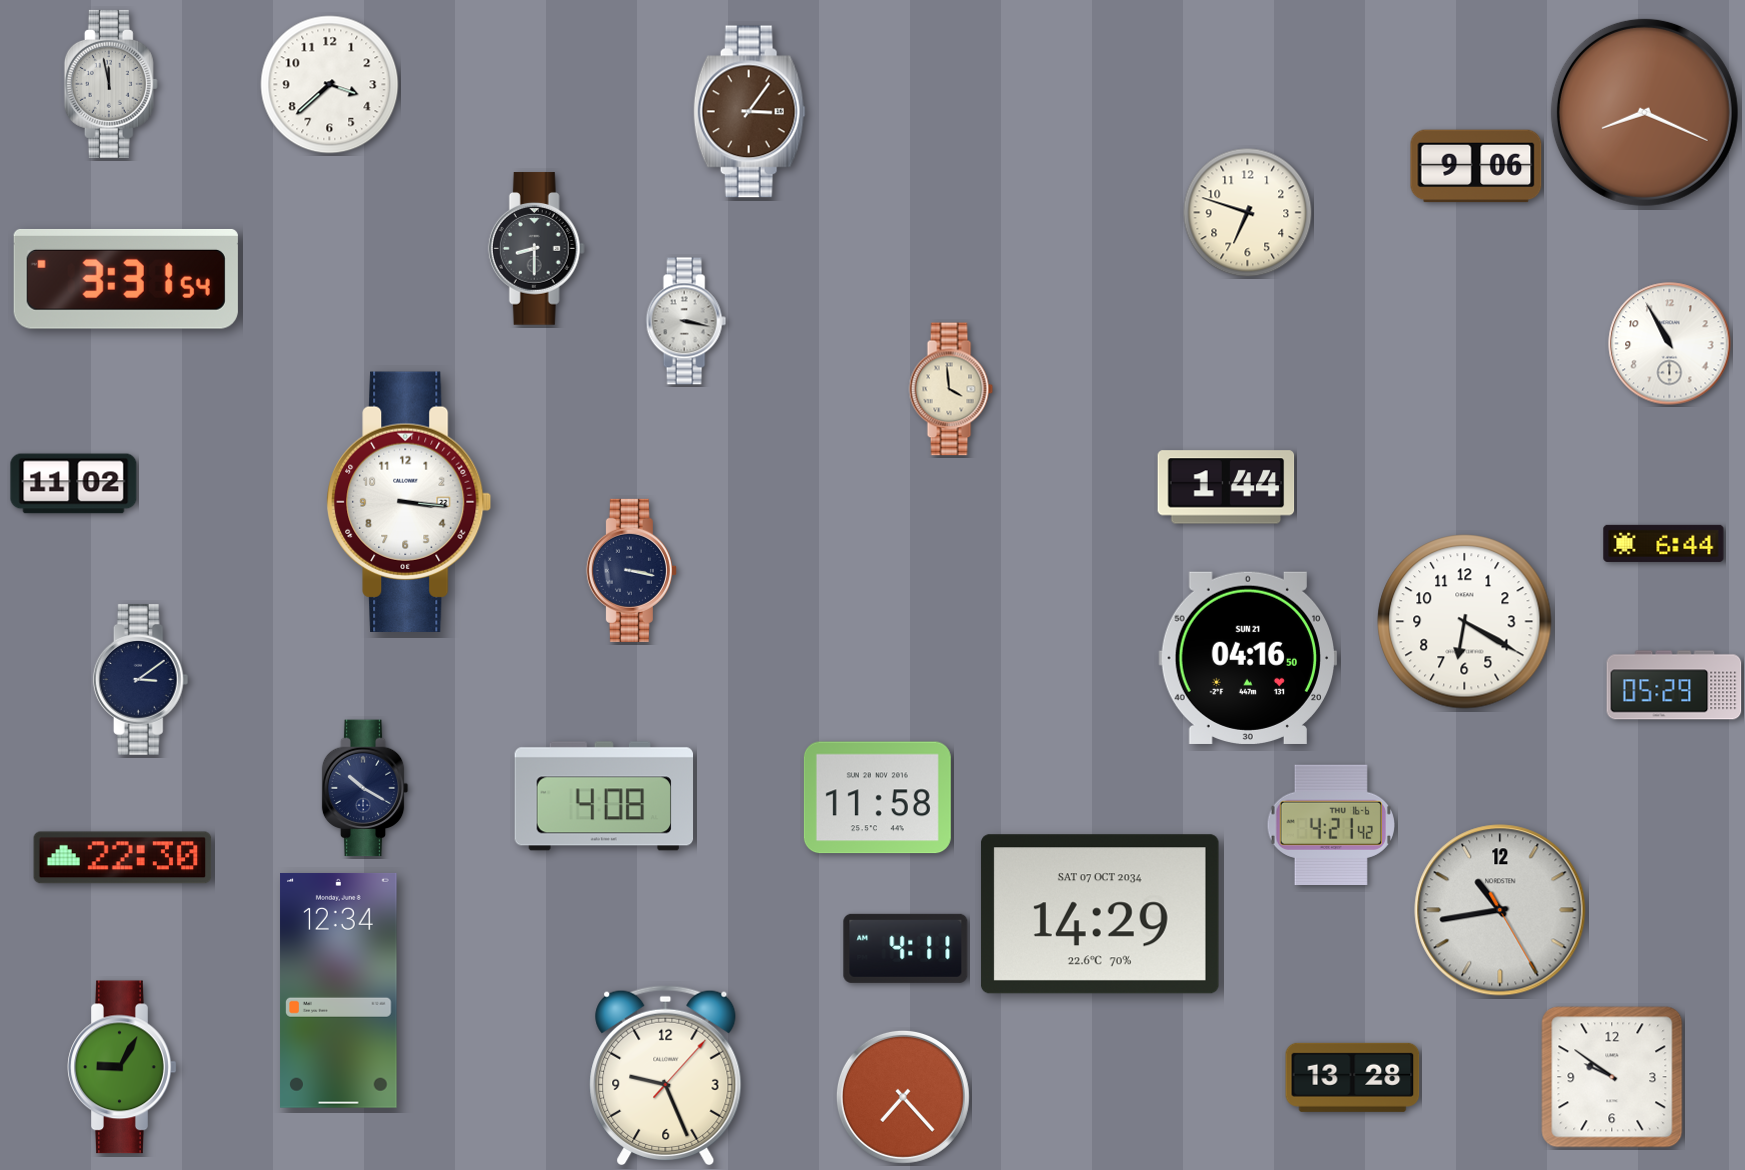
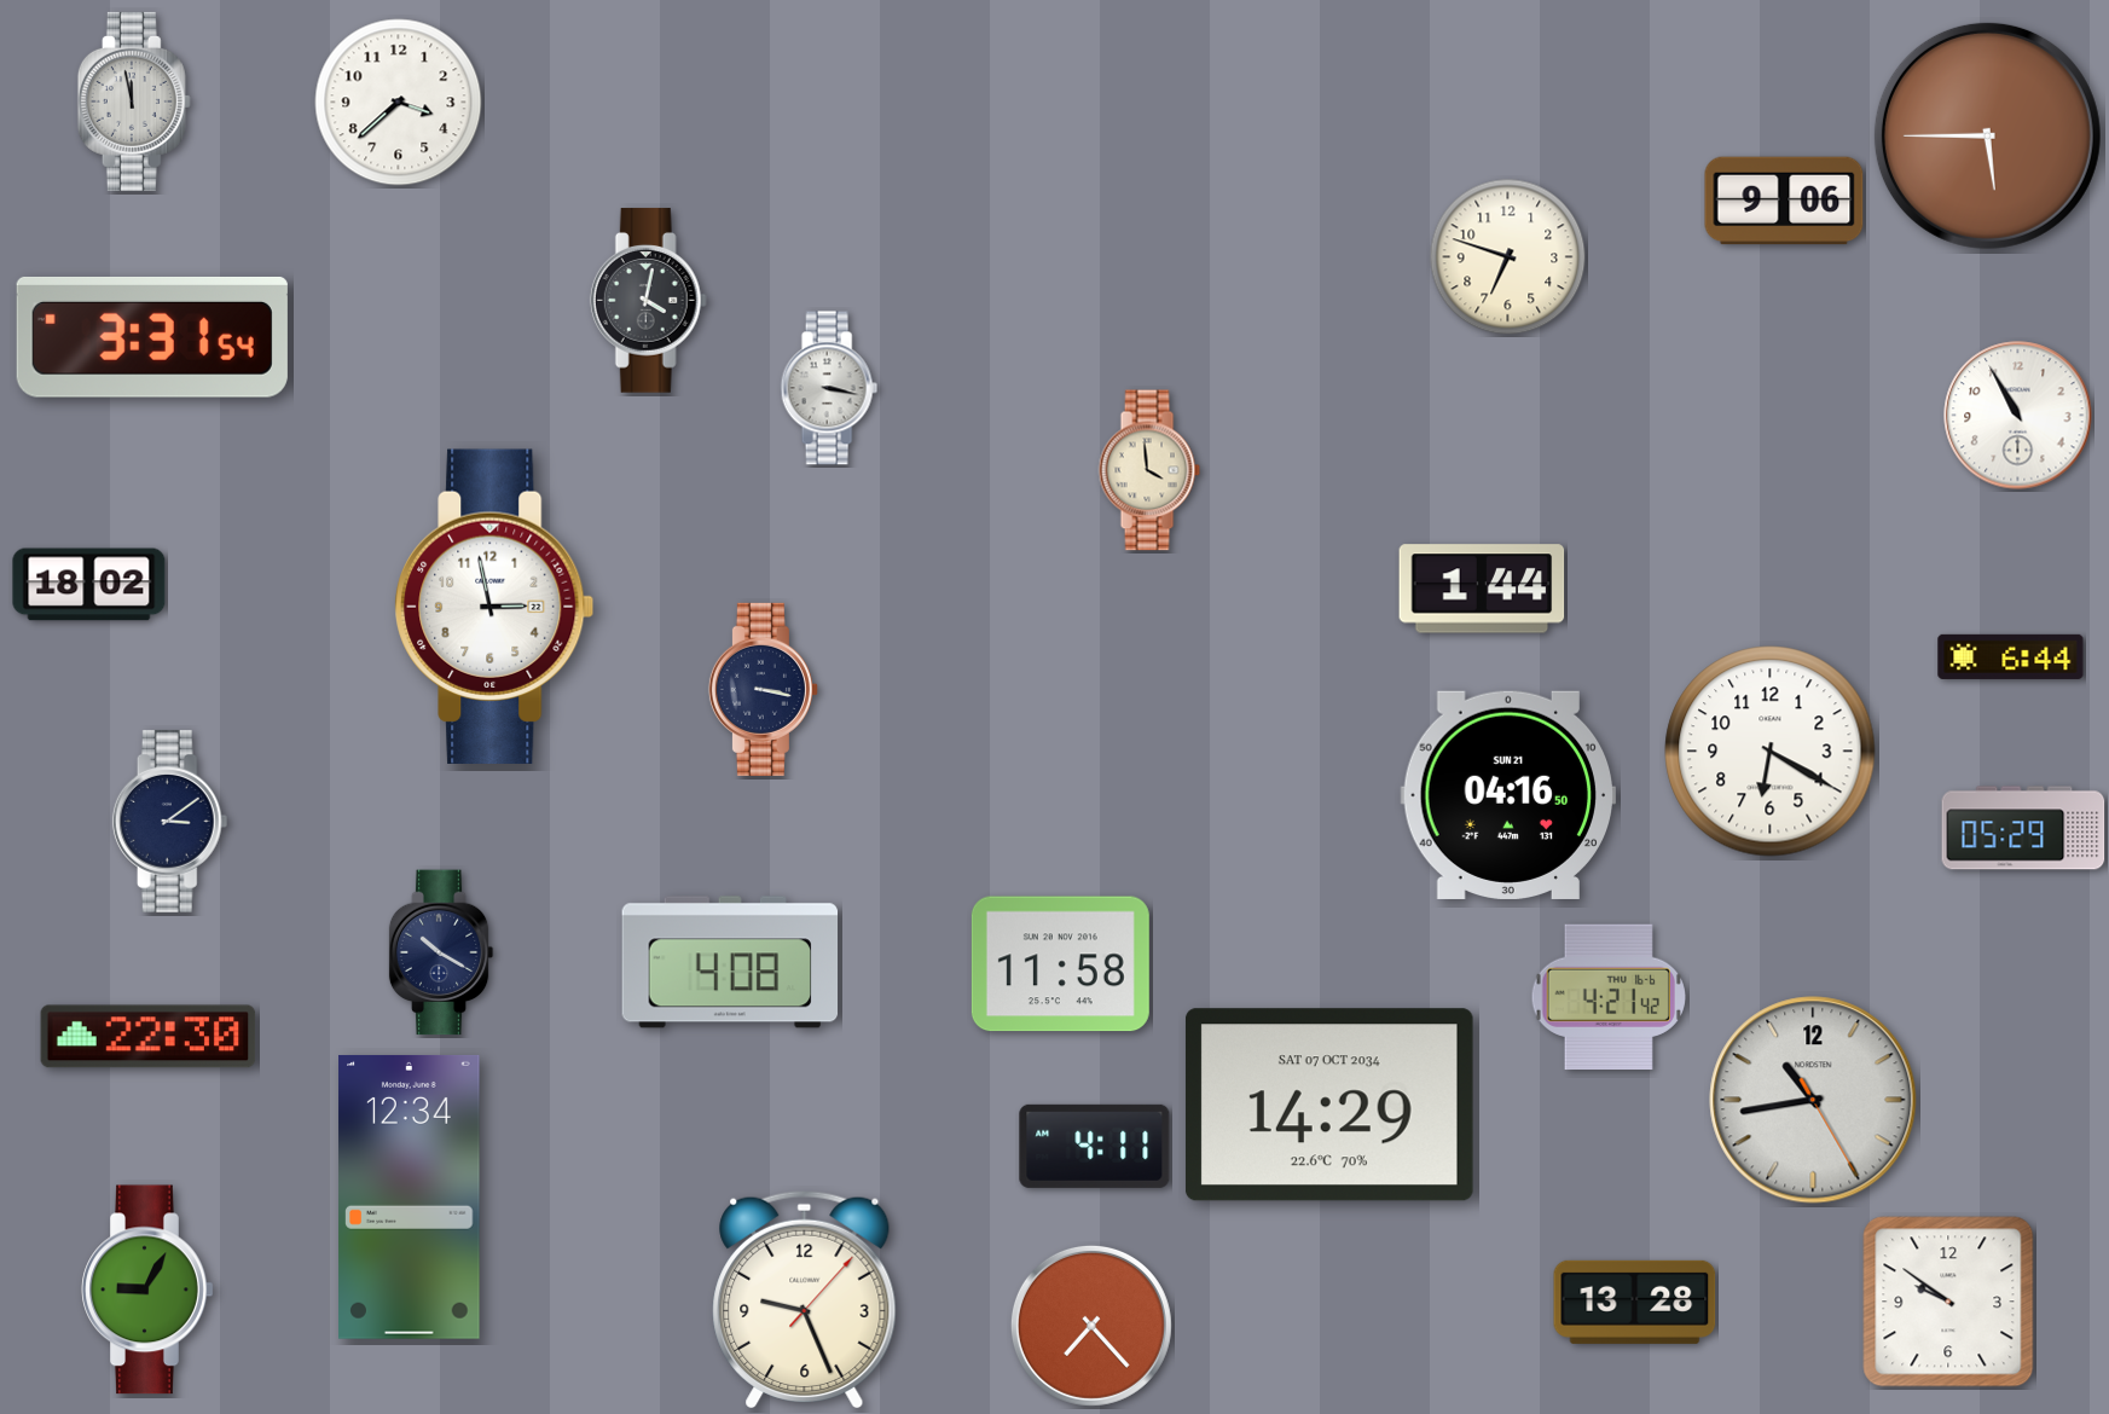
clock at (749, 112): 3:06 -> none
clock at (1644, 112): 8:19 -> 5:45
clock at (536, 249): 8:30 -> 4:02
clock at (74, 484): 11:02 -> 18:02
clock at (409, 502): 3:16 -> 2:58
